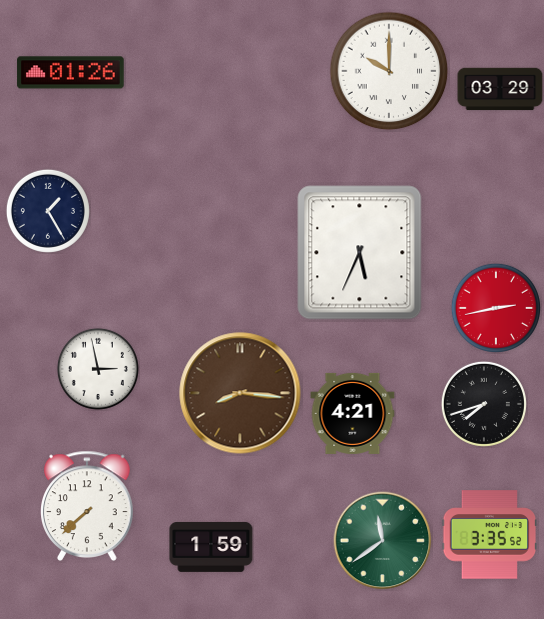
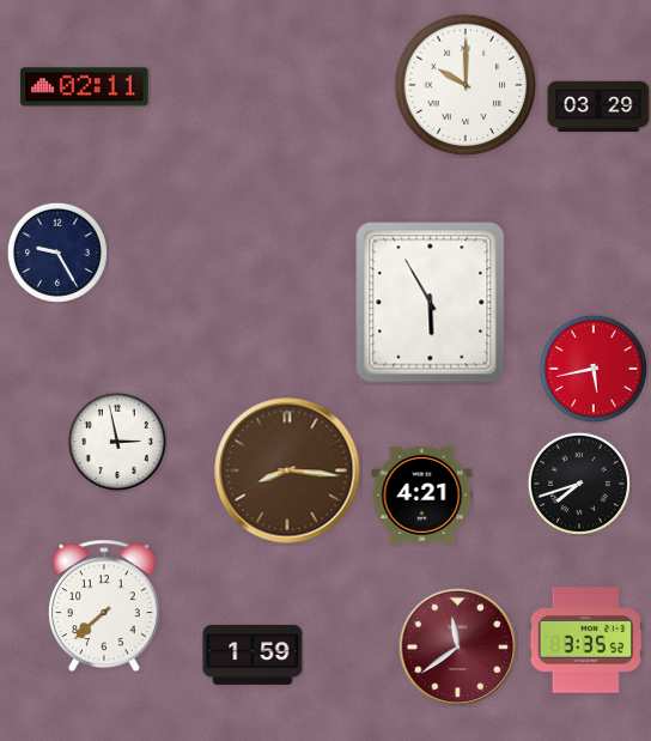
clock at (71, 73): 01:26 -> 02:11
clock at (48, 211): 1:25 -> 9:25
clock at (360, 253): 5:34 -> 5:55
clock at (496, 308): 2:43 -> 5:43
clock at (383, 541) dial: green -> burgundy
